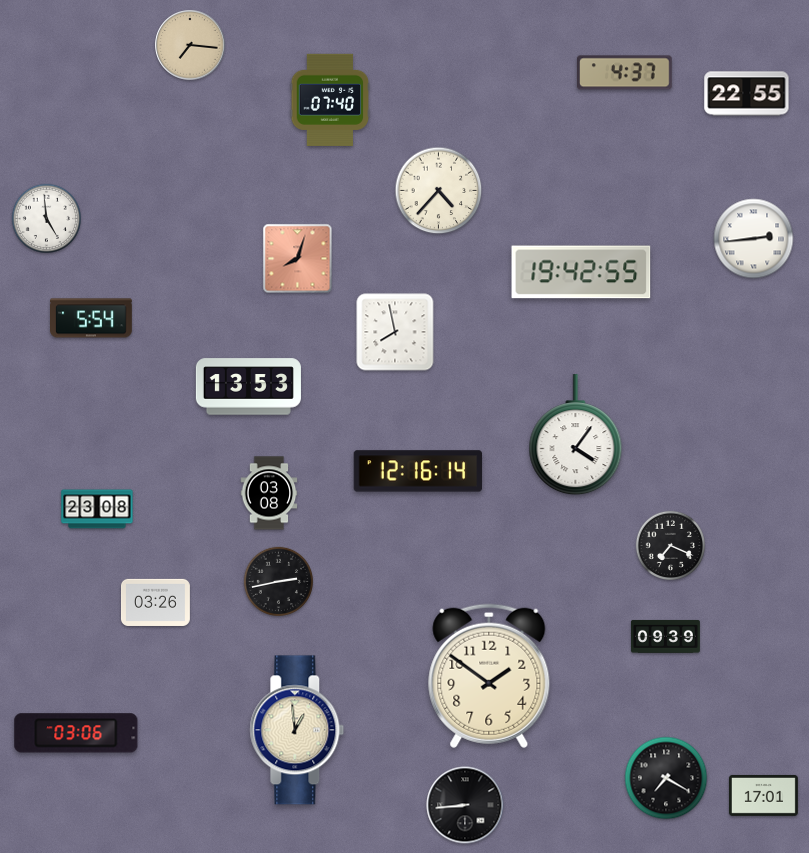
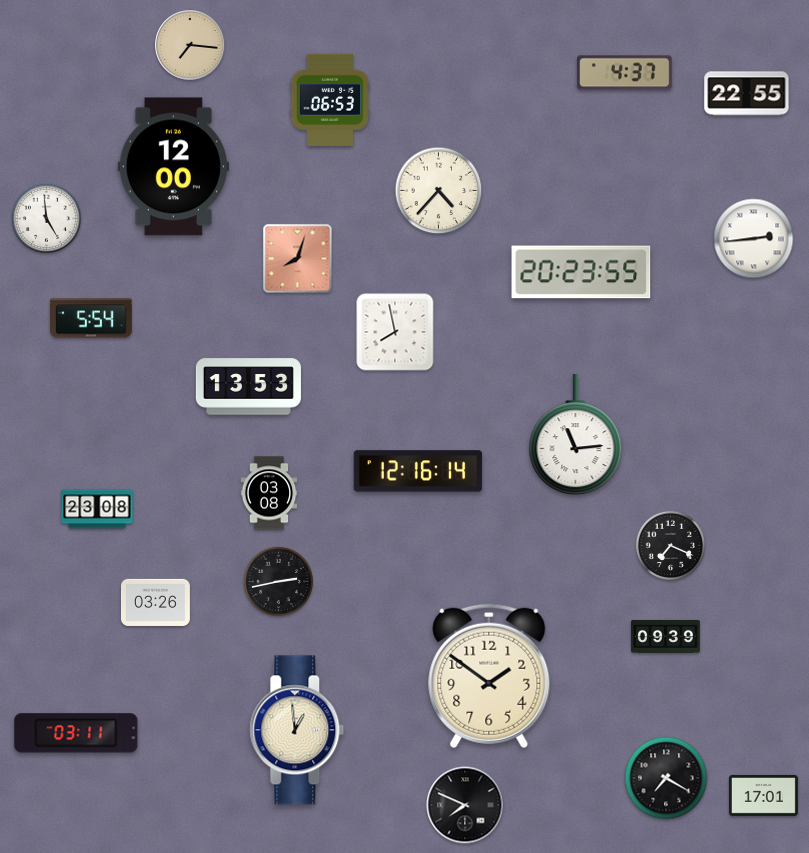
clock at (330, 100): 07:40 -> 06:53
clock at (173, 167): none -> 12:00
clock at (581, 272): 19:42 -> 20:23
clock at (576, 435): 4:06 -> 11:14
clock at (76, 733): 03:06 -> 03:11
clock at (465, 805): 8:44 -> 7:49
